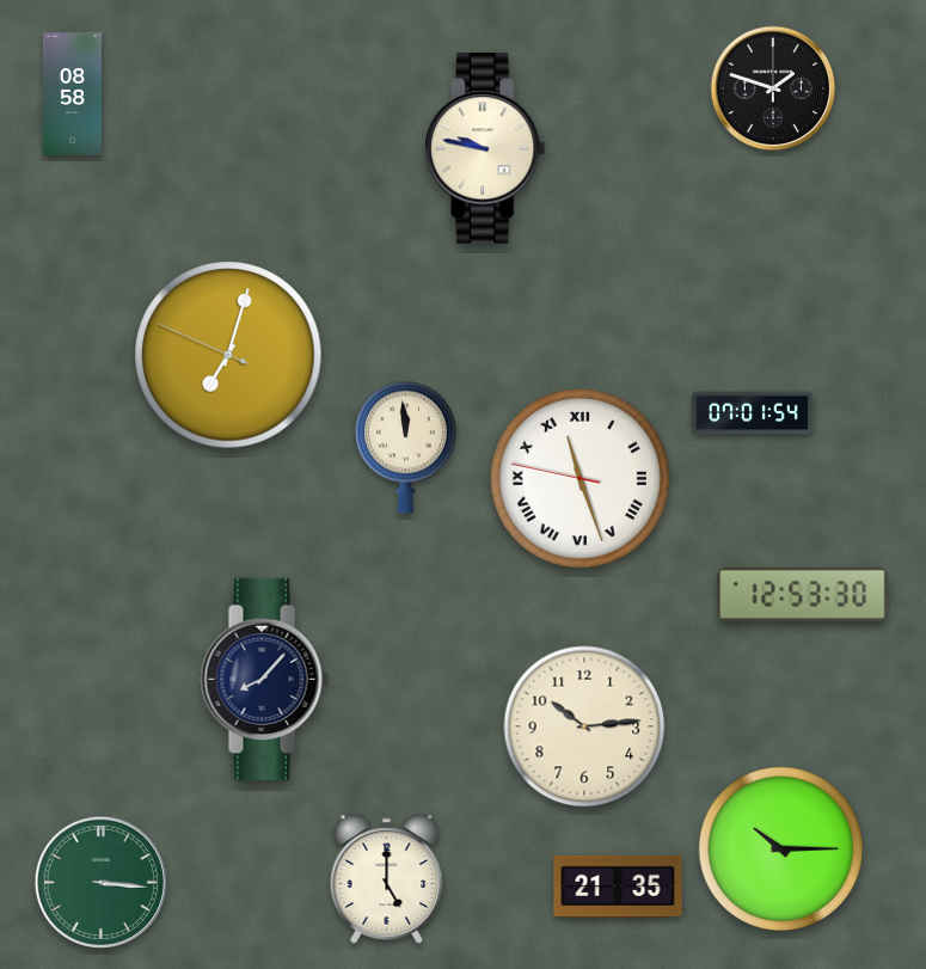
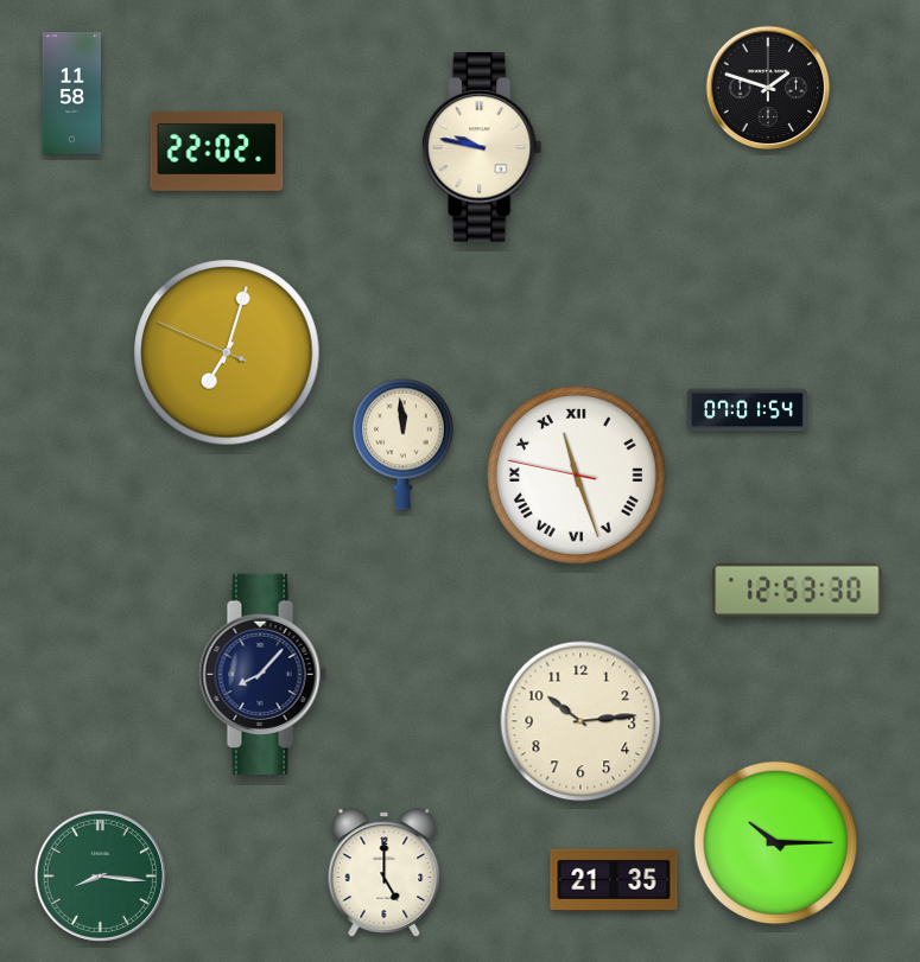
clock at (72, 94): 08:58 -> 11:58
clock at (217, 151): none -> 22:02
clock at (100, 882): 3:16 -> 8:16
